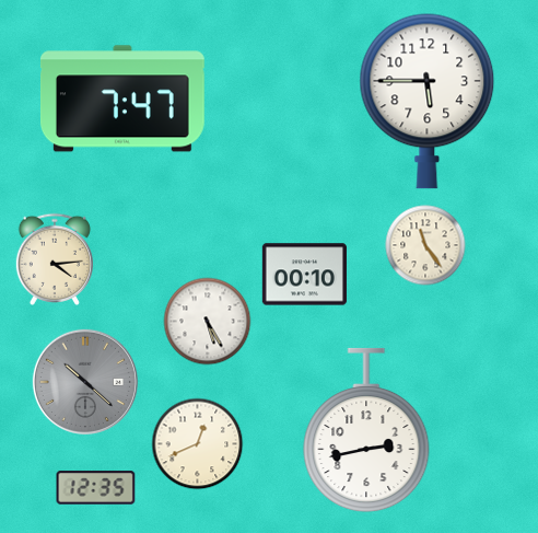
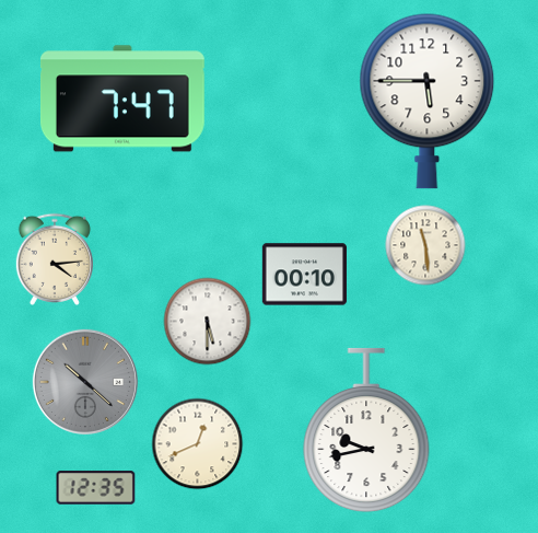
clock at (425, 245): 11:24 -> 11:29
clock at (208, 322): 5:25 -> 5:30
clock at (366, 430): 2:43 -> 9:43
